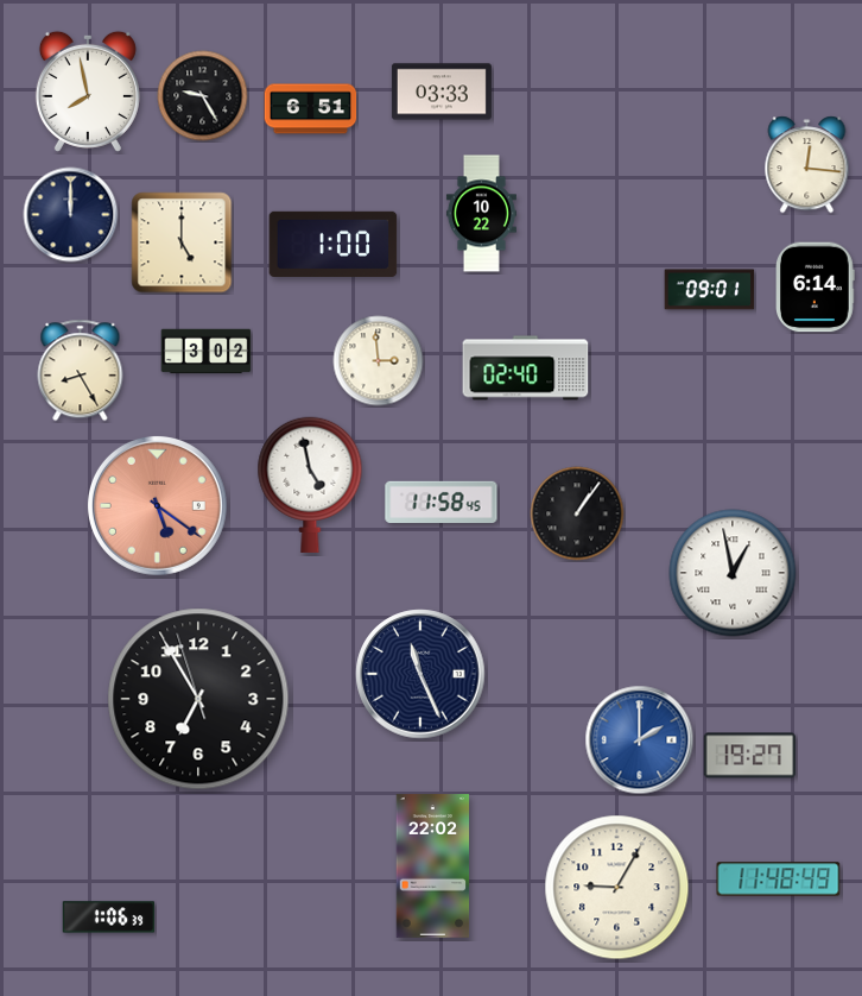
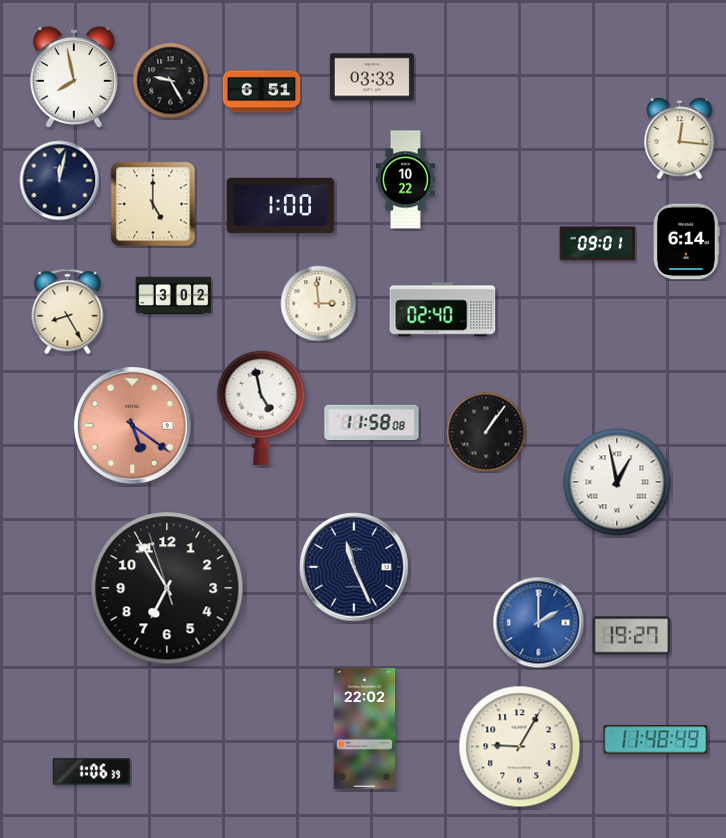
clock at (71, 215): 12:00 -> 12:02
clock at (442, 503): 11:58:45 -> 11:58:08
